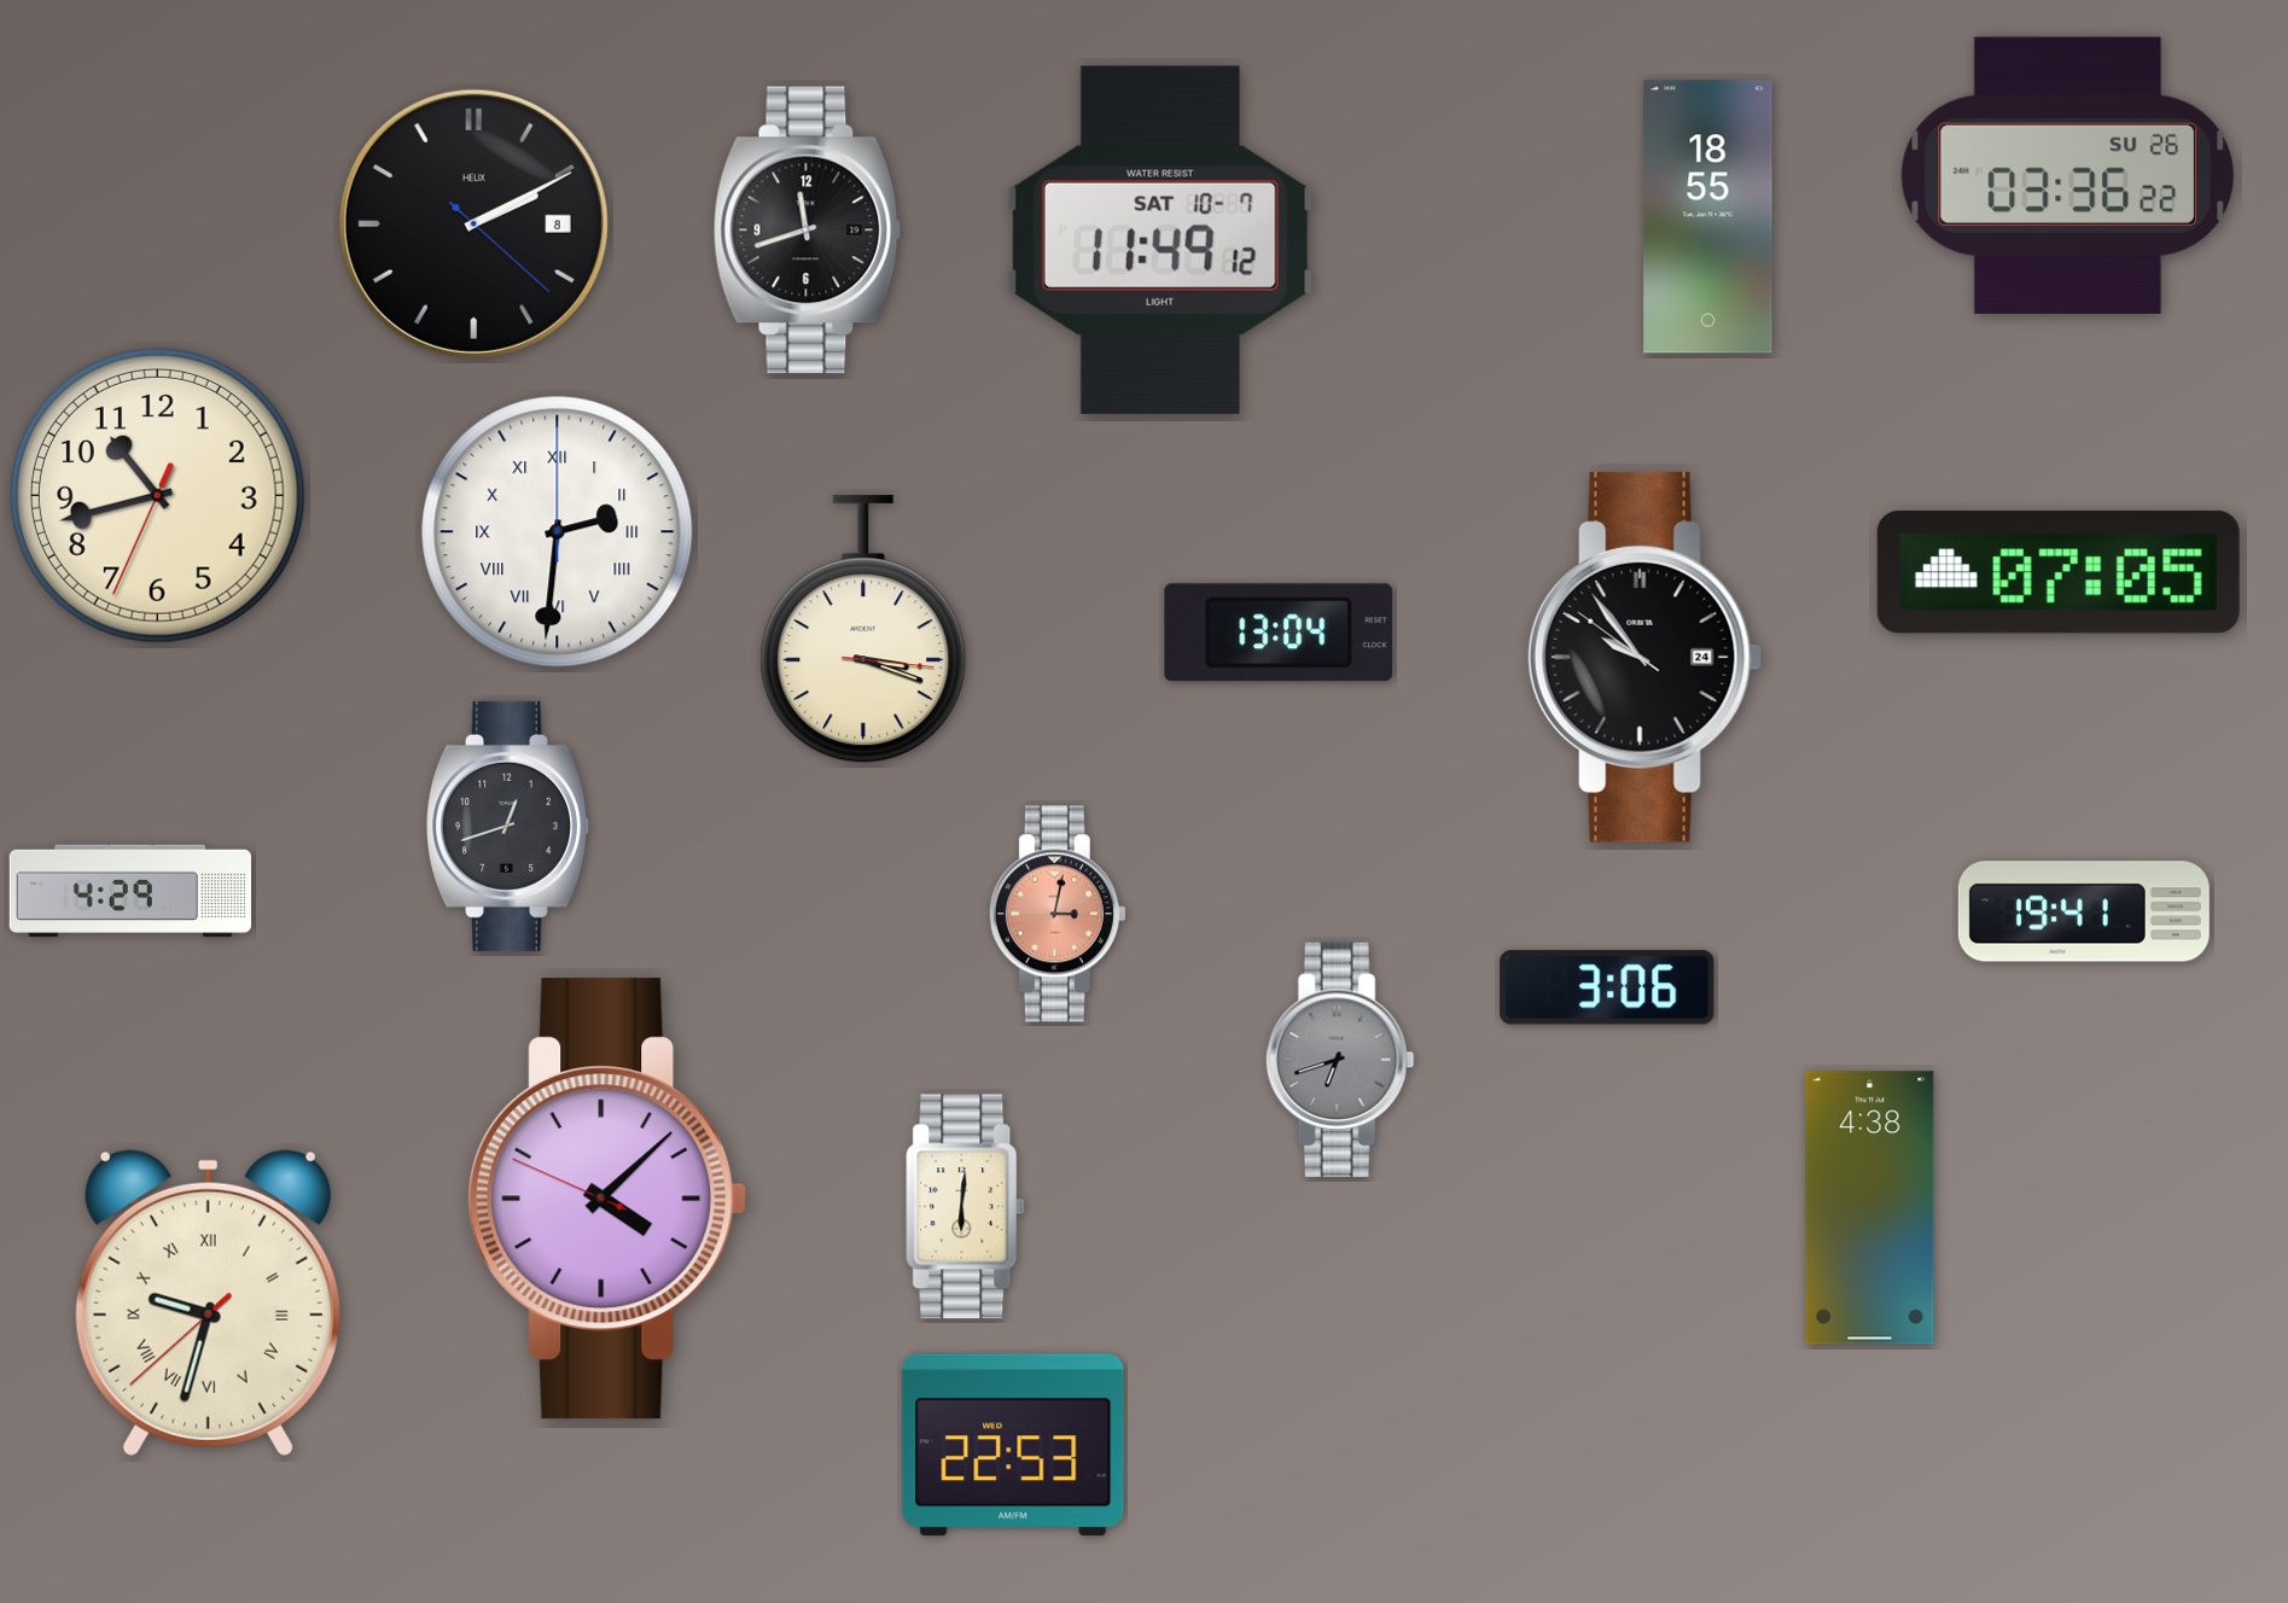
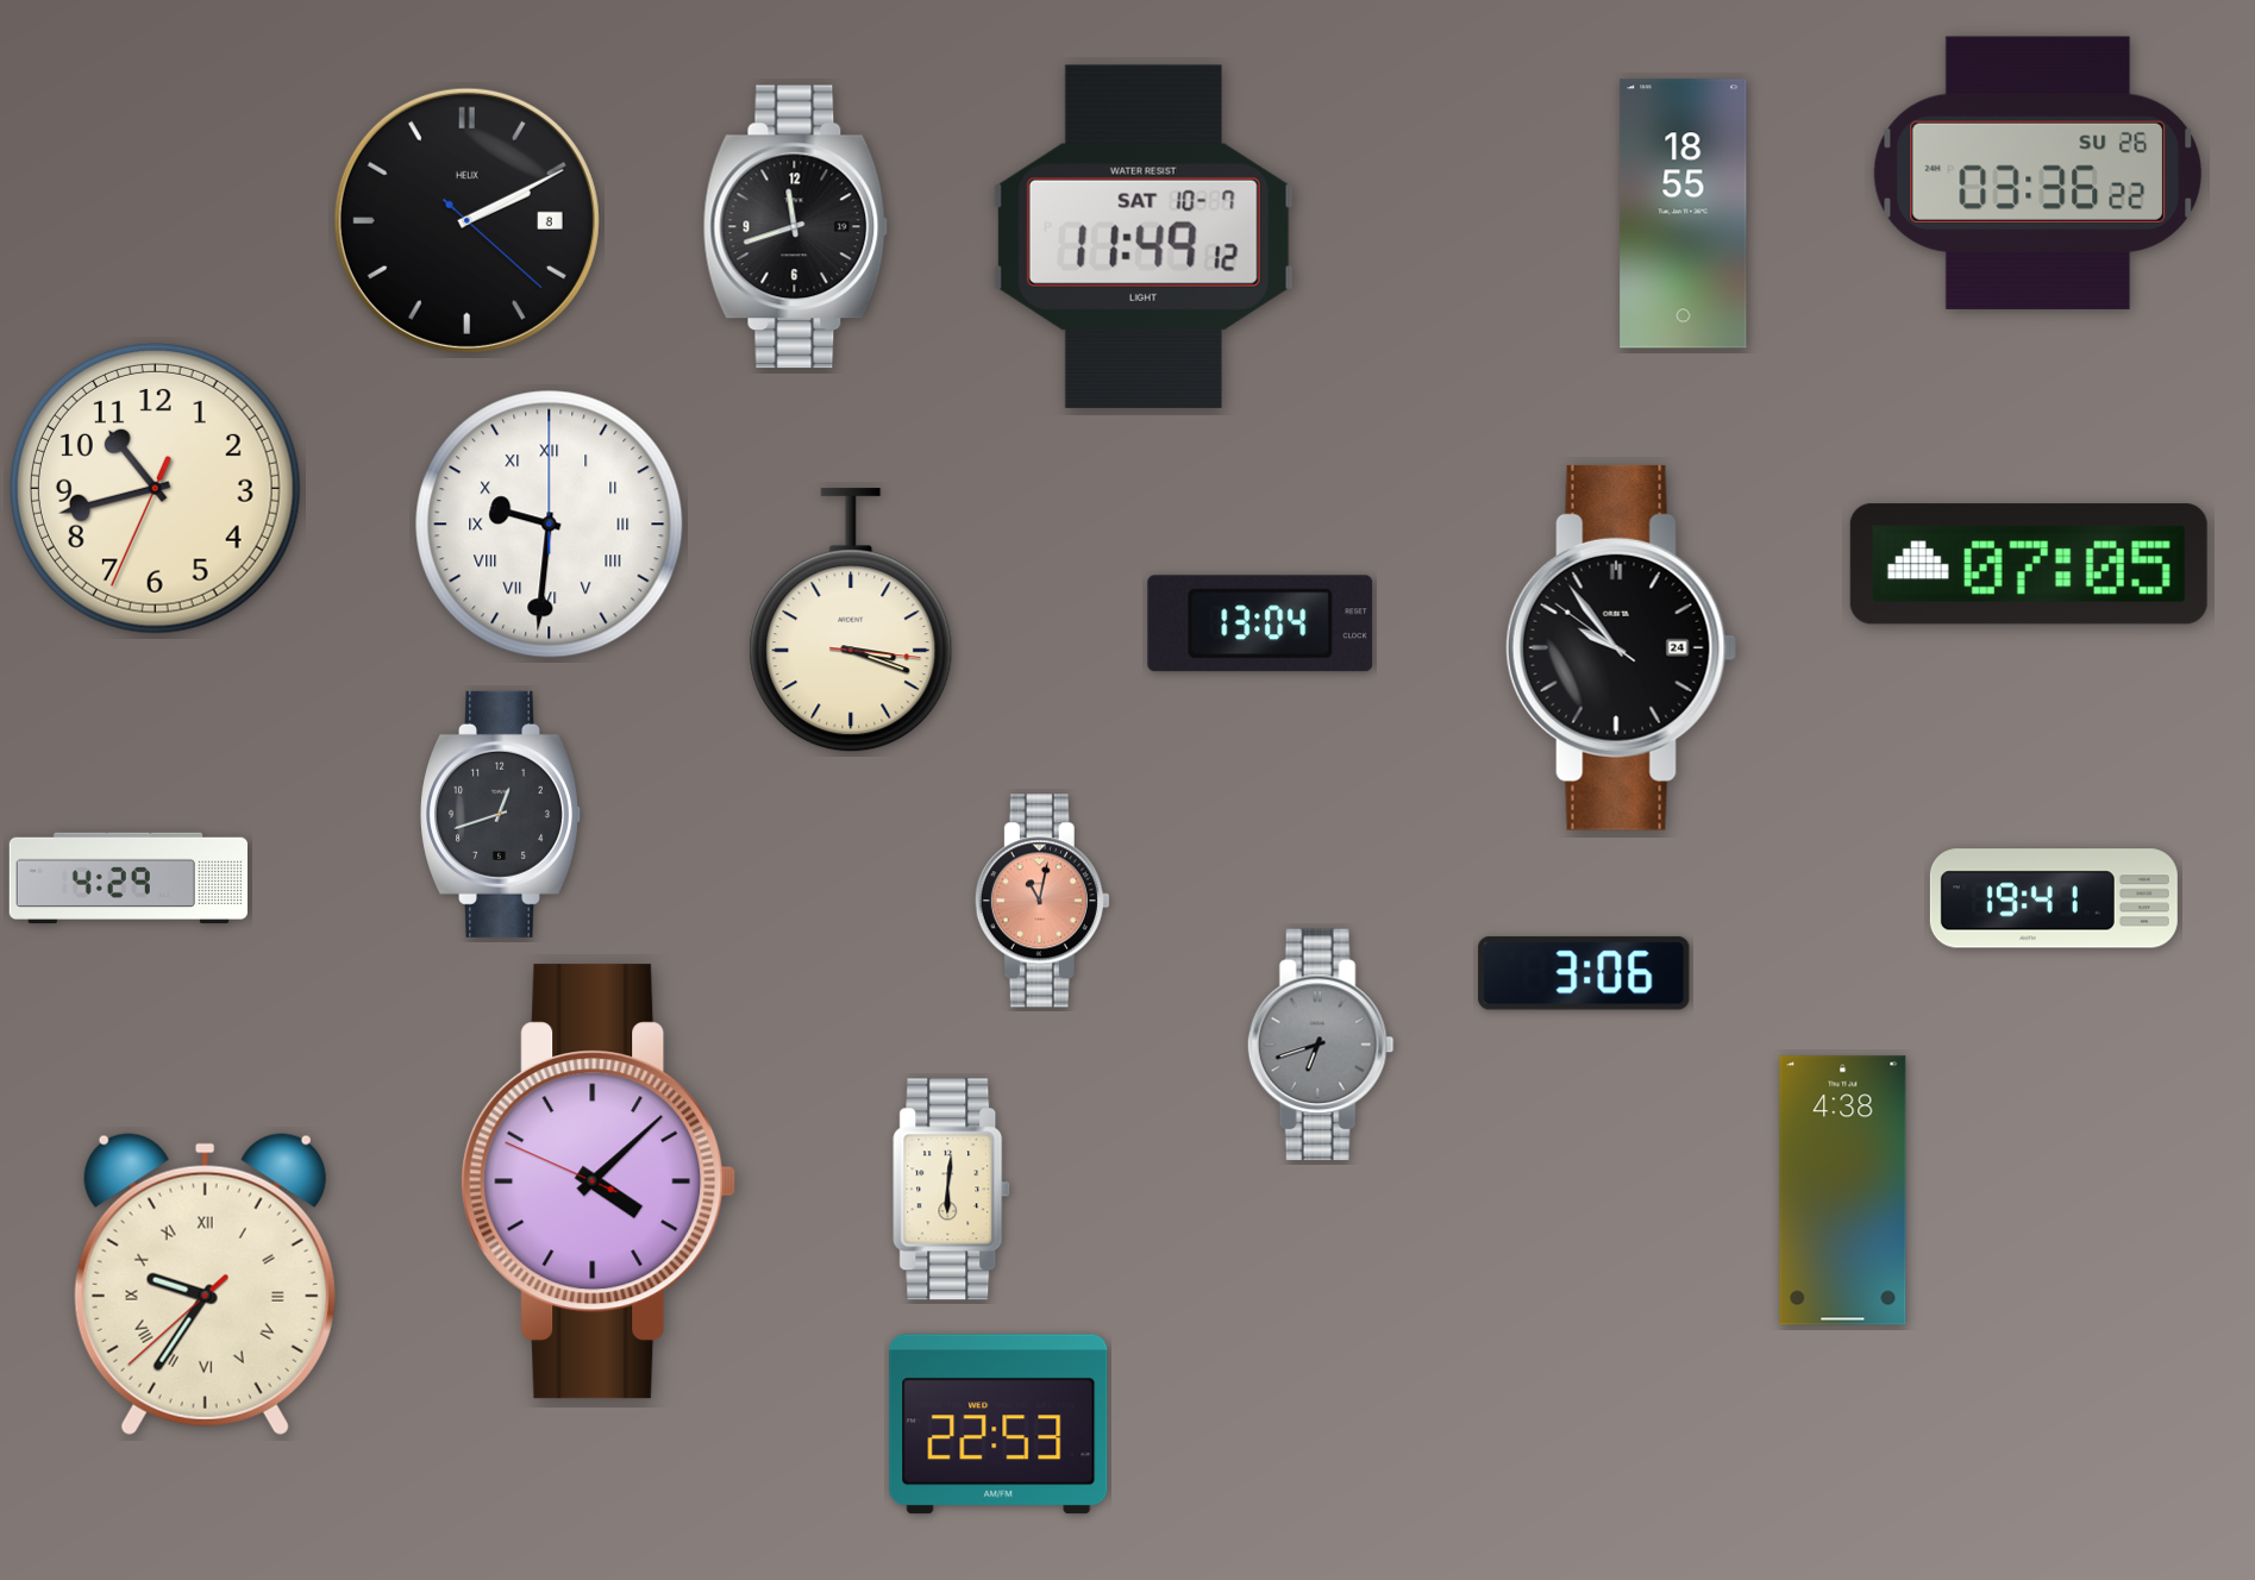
clock at (558, 532): 2:31 -> 9:31
clock at (1058, 914): 3:02 -> 11:02
clock at (208, 1302): 9:32 -> 9:35
